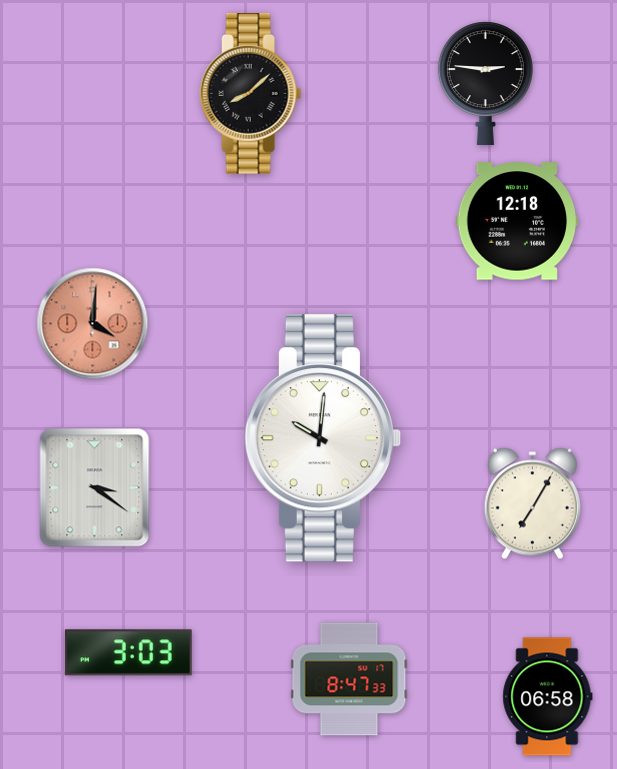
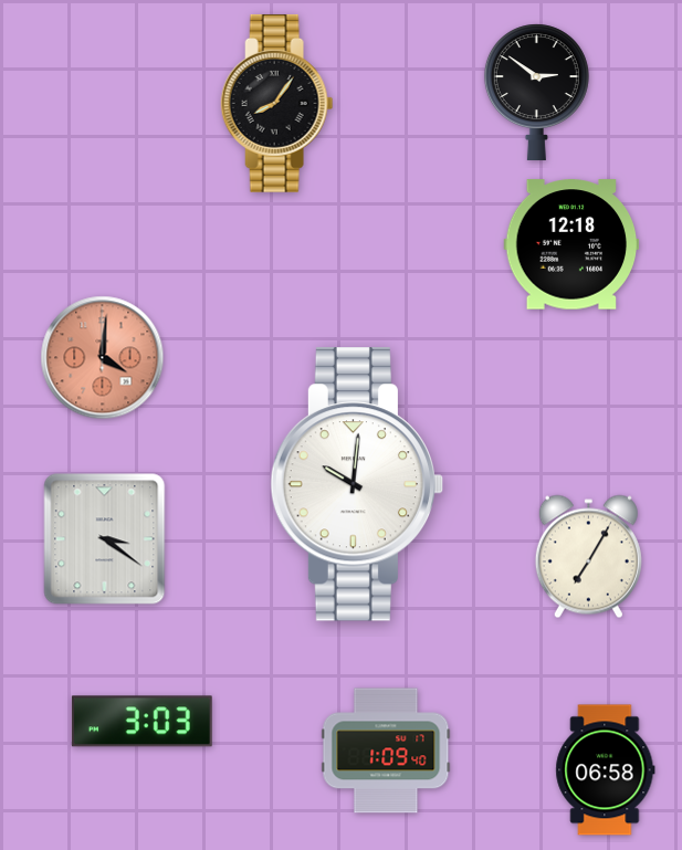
clock at (485, 83): 2:46 -> 2:51
clock at (251, 93): 8:08 -> 8:06
clock at (349, 679): 8:47 -> 1:09
